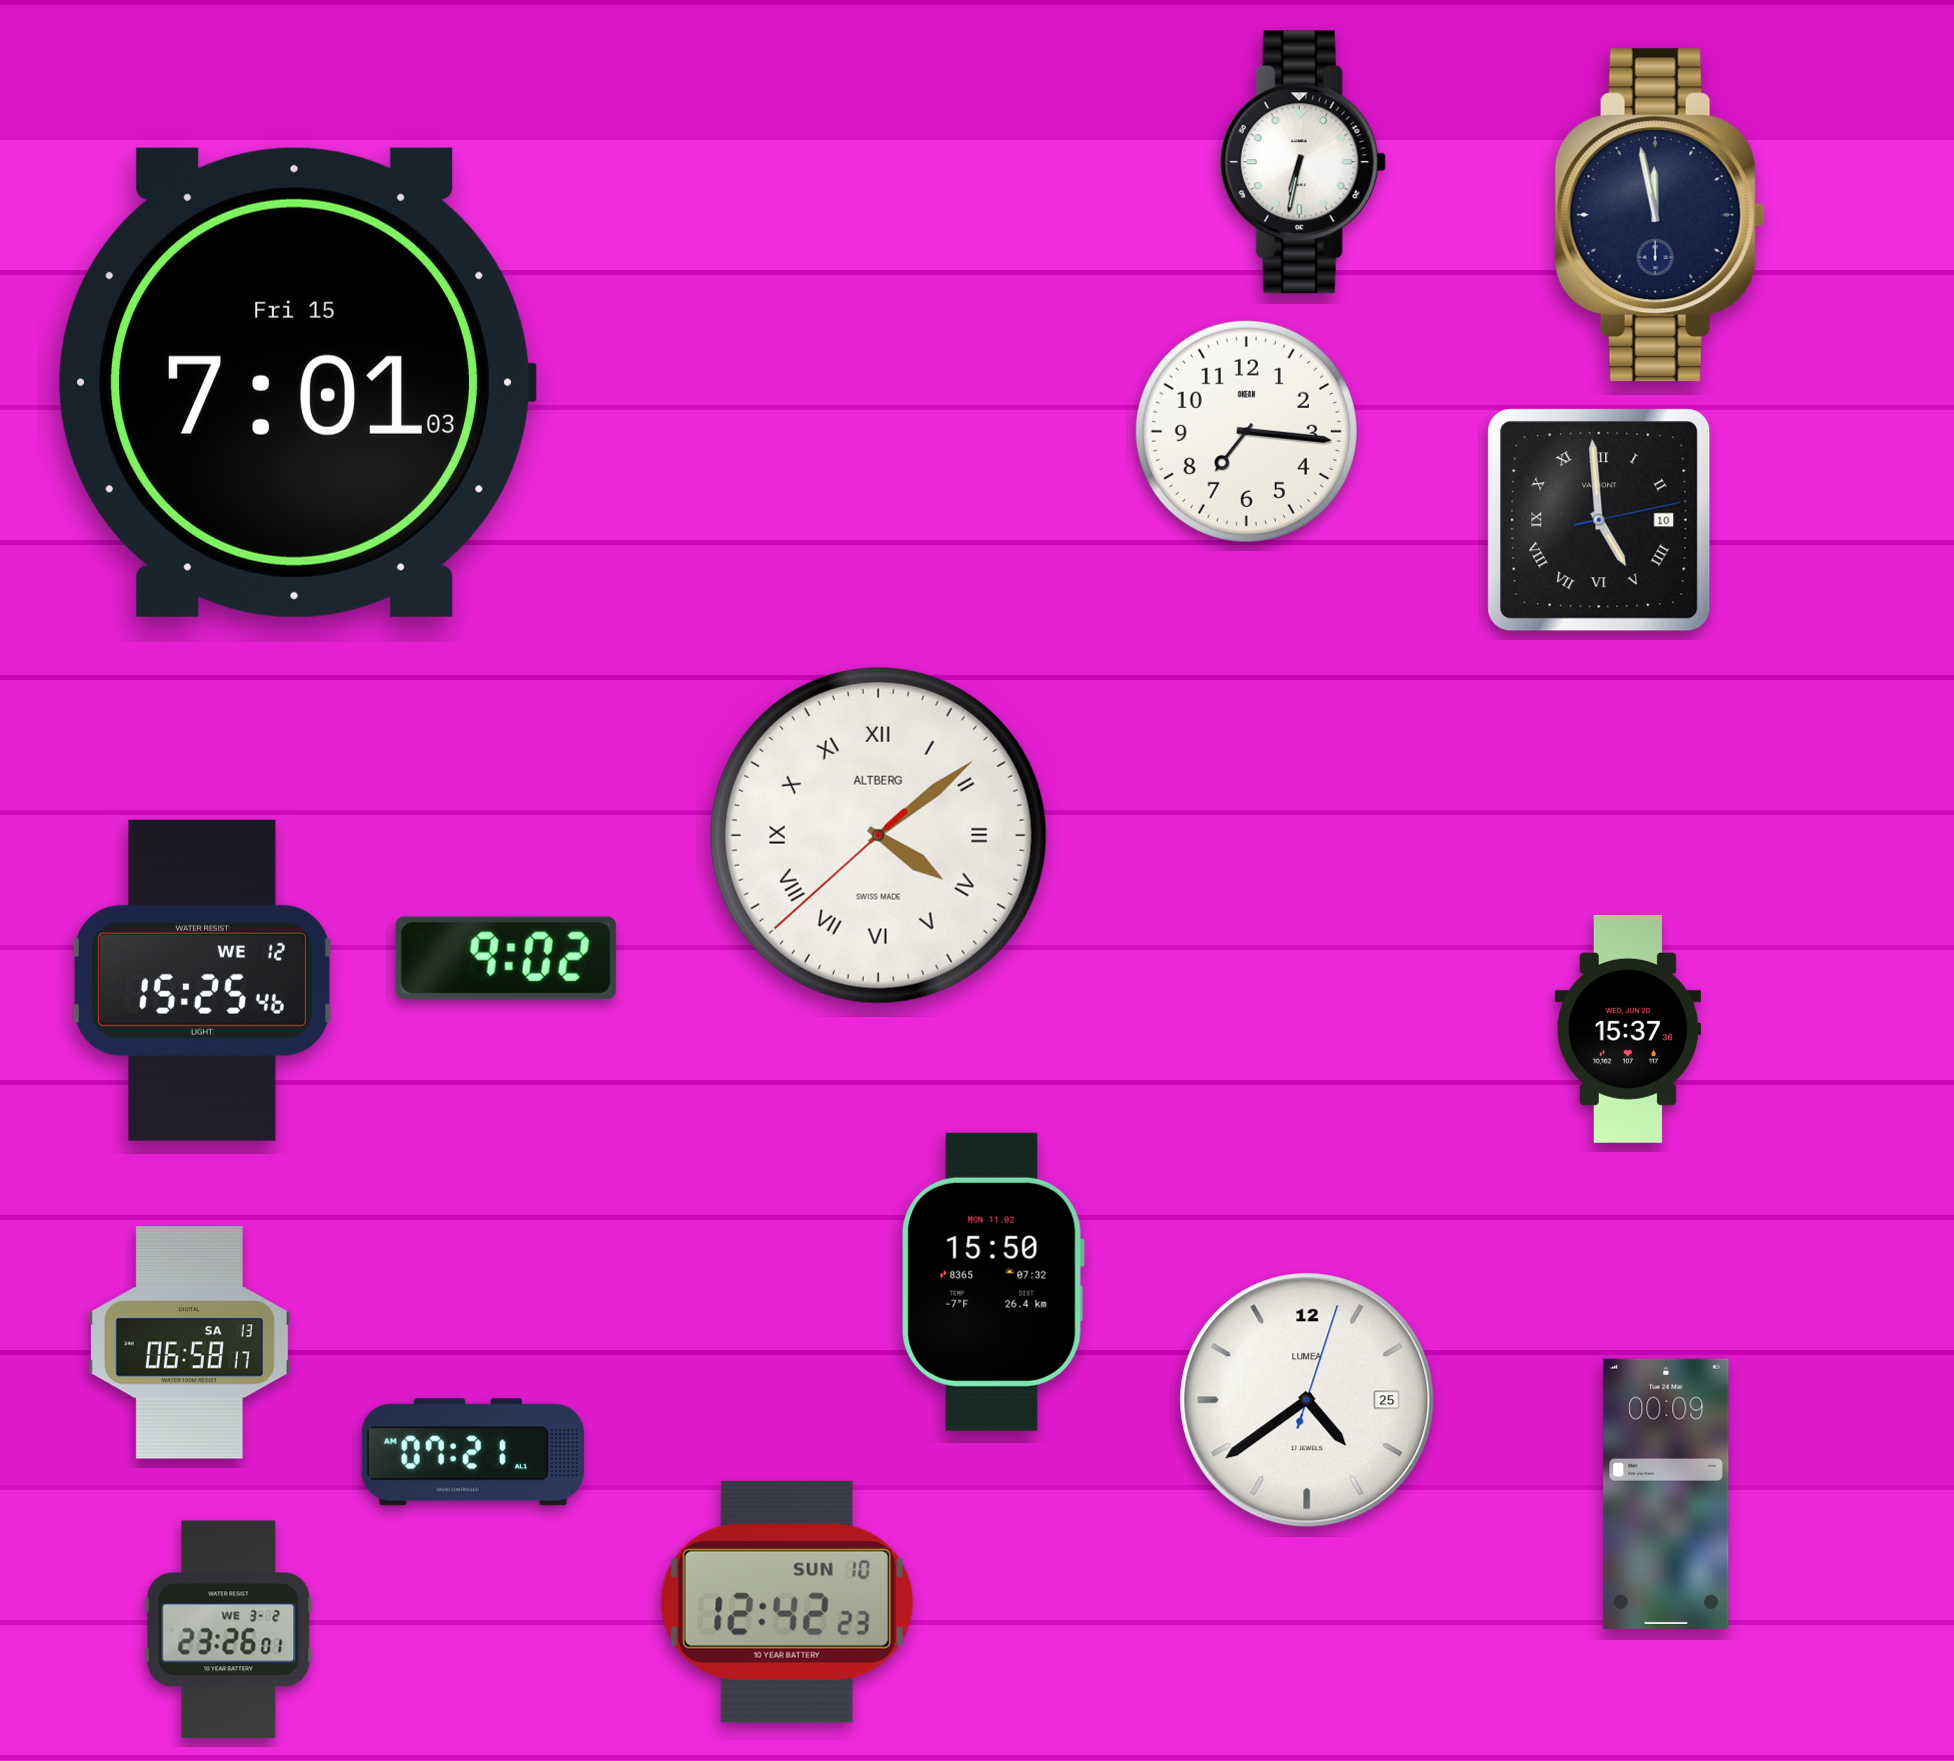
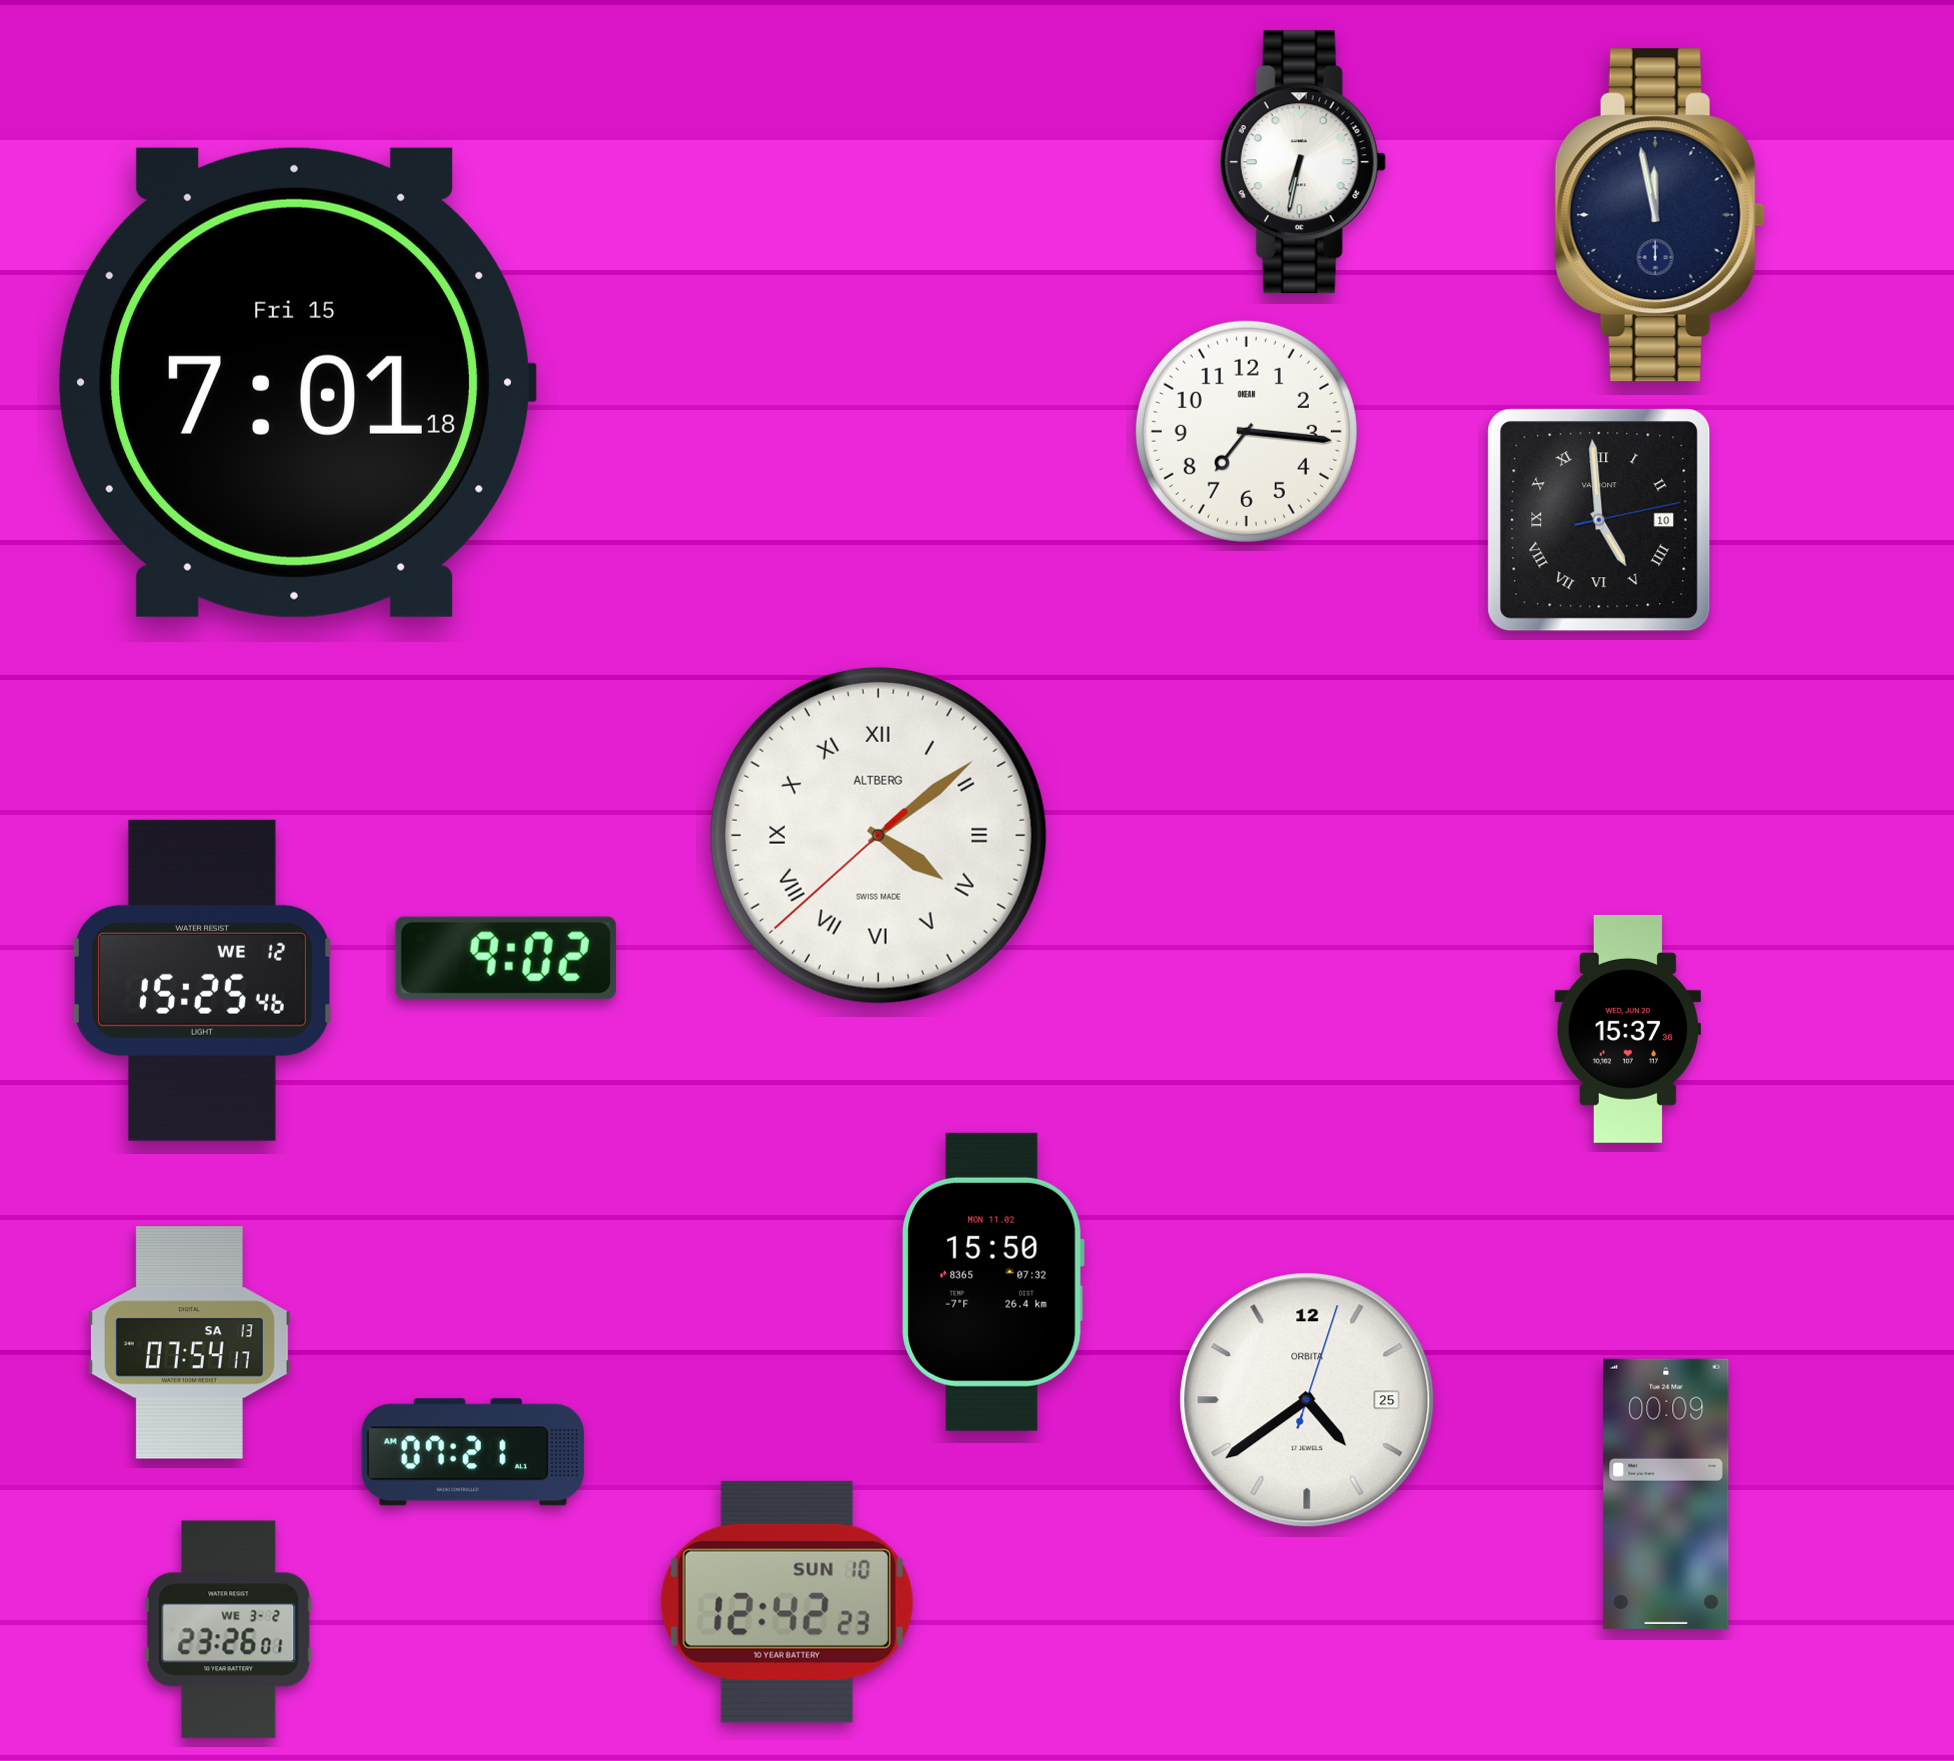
clock at (297, 382): 7:01:03 -> 7:01:18
clock at (189, 1343): 06:58 -> 07:54
clock at (1307, 1400) brand: LUMEA -> ORBITA
